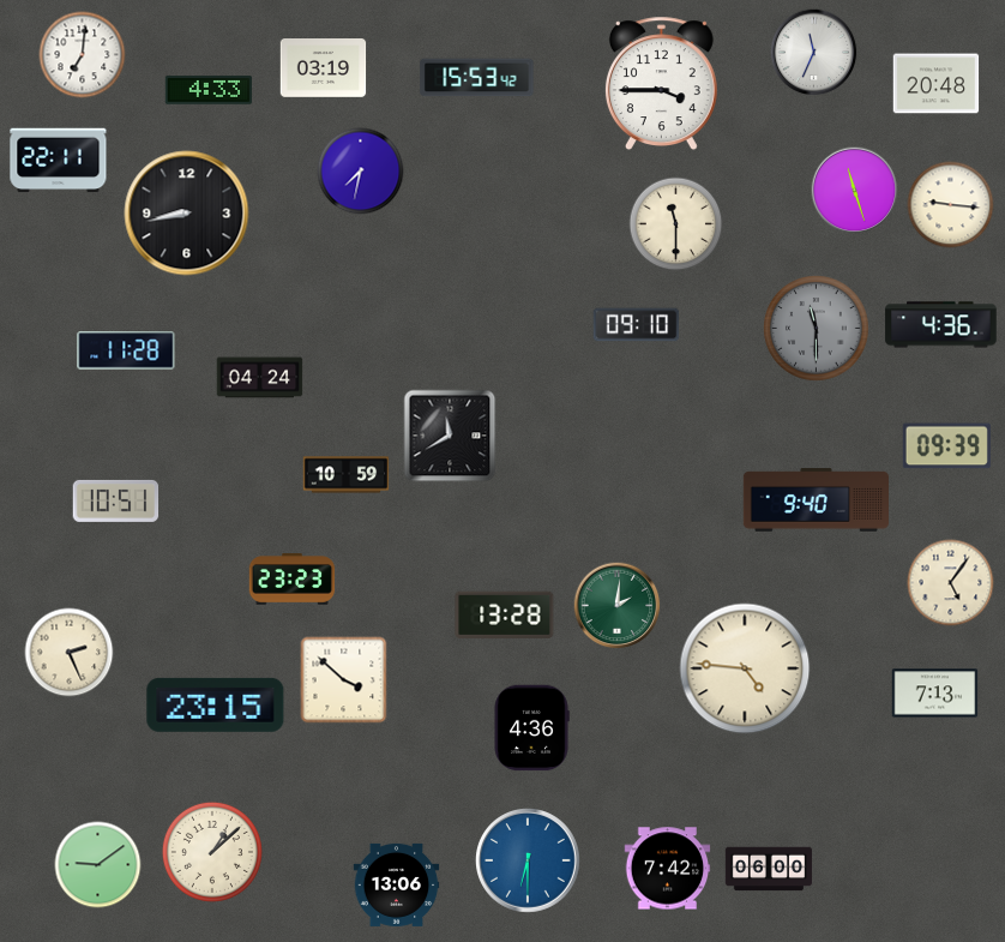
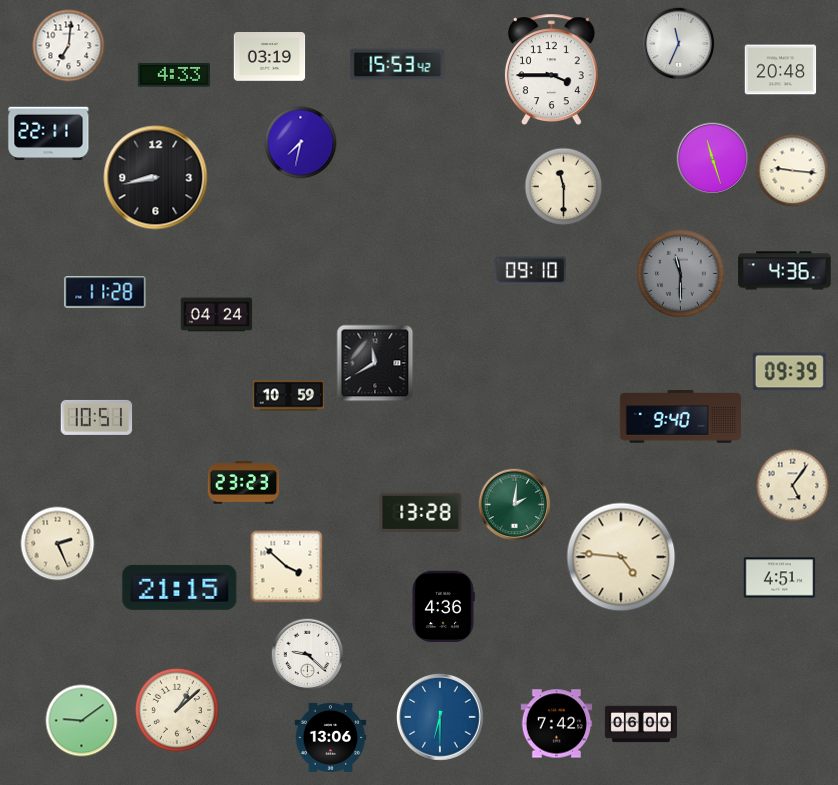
clock at (935, 694): 7:13 -> 4:51
clock at (216, 704): 23:15 -> 21:15
clock at (308, 655): none -> 9:22
